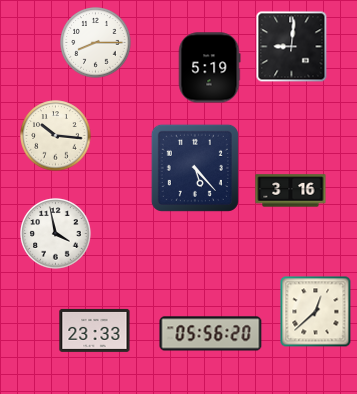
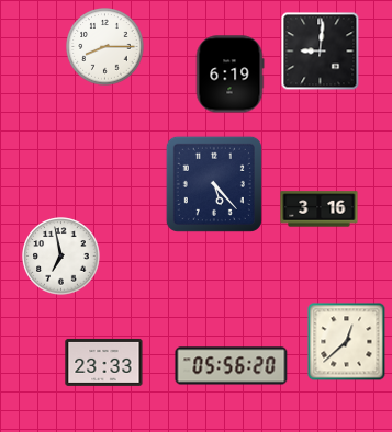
clock at (209, 68): 5:19 -> 6:19
clock at (56, 136): 10:16 -> none
clock at (56, 234): 3:58 -> 6:58
